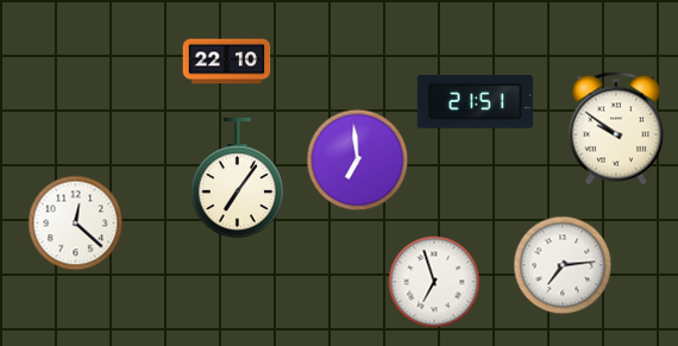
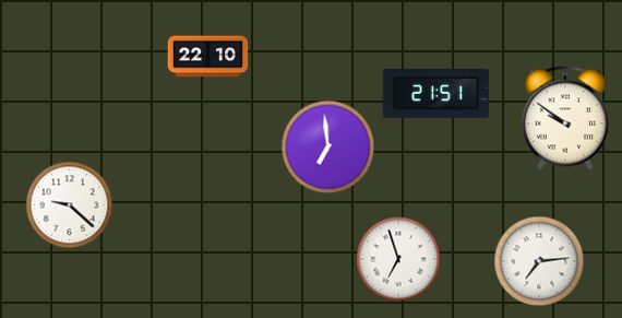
clock at (237, 178): 7:06 -> none
clock at (76, 224): 12:22 -> 9:22
clock at (563, 265) position: (563, 265) -> (539, 261)
